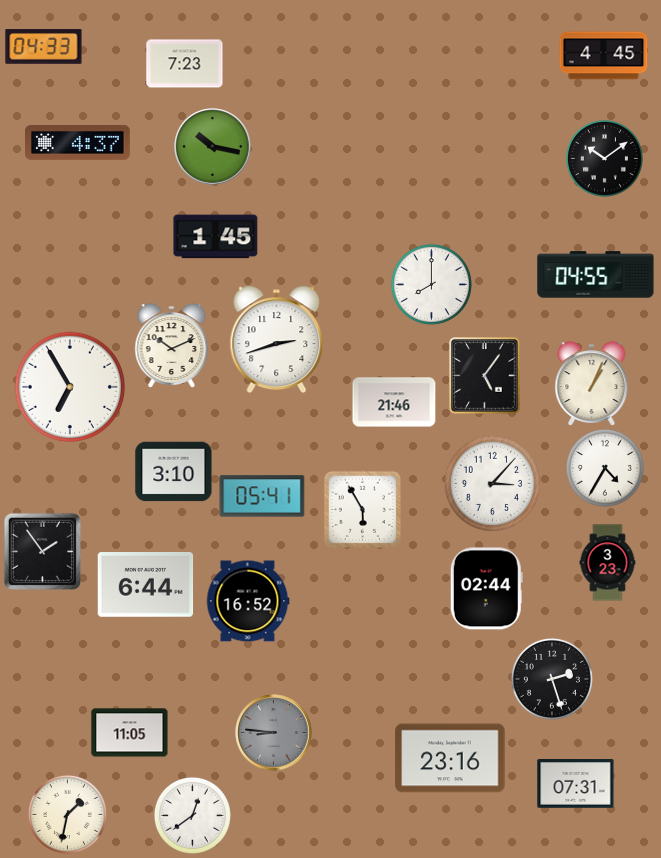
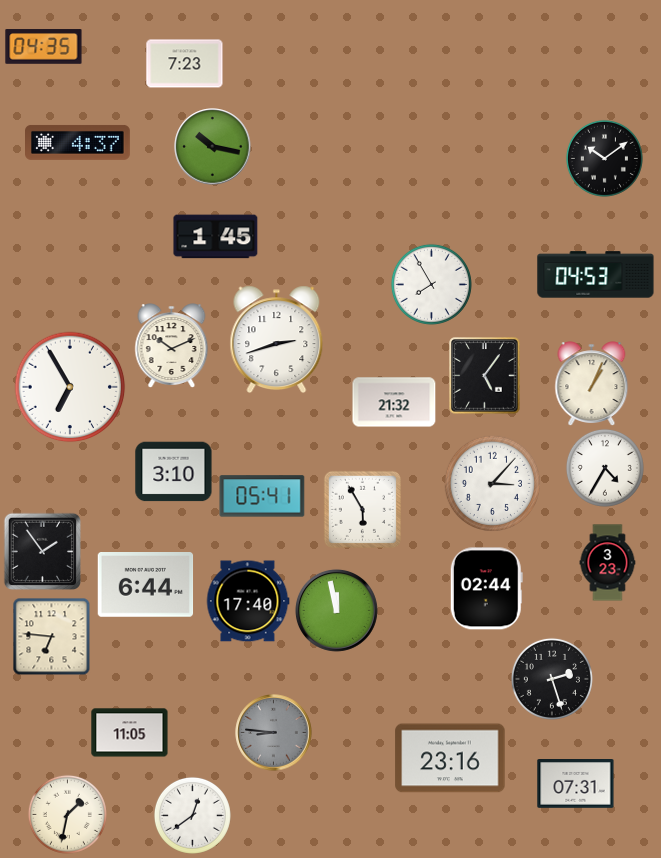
clock at (44, 47): 04:33 -> 04:35
clock at (604, 56): 4:45 -> none
clock at (596, 275): 04:55 -> 04:53
clock at (431, 284): 8:00 -> 7:55
clock at (394, 402): 21:46 -> 21:32
clock at (248, 601): 16:52 -> 17:40
clock at (336, 610): none -> 11:58
clock at (51, 636): none -> 6:46
